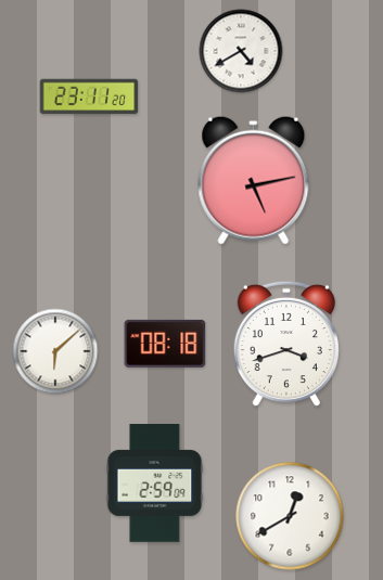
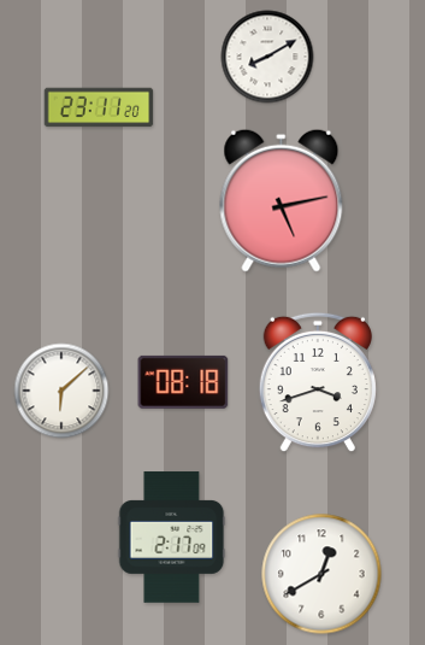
clock at (241, 51): 4:40 -> 8:10
clock at (155, 484): 2:59 -> 2:17
